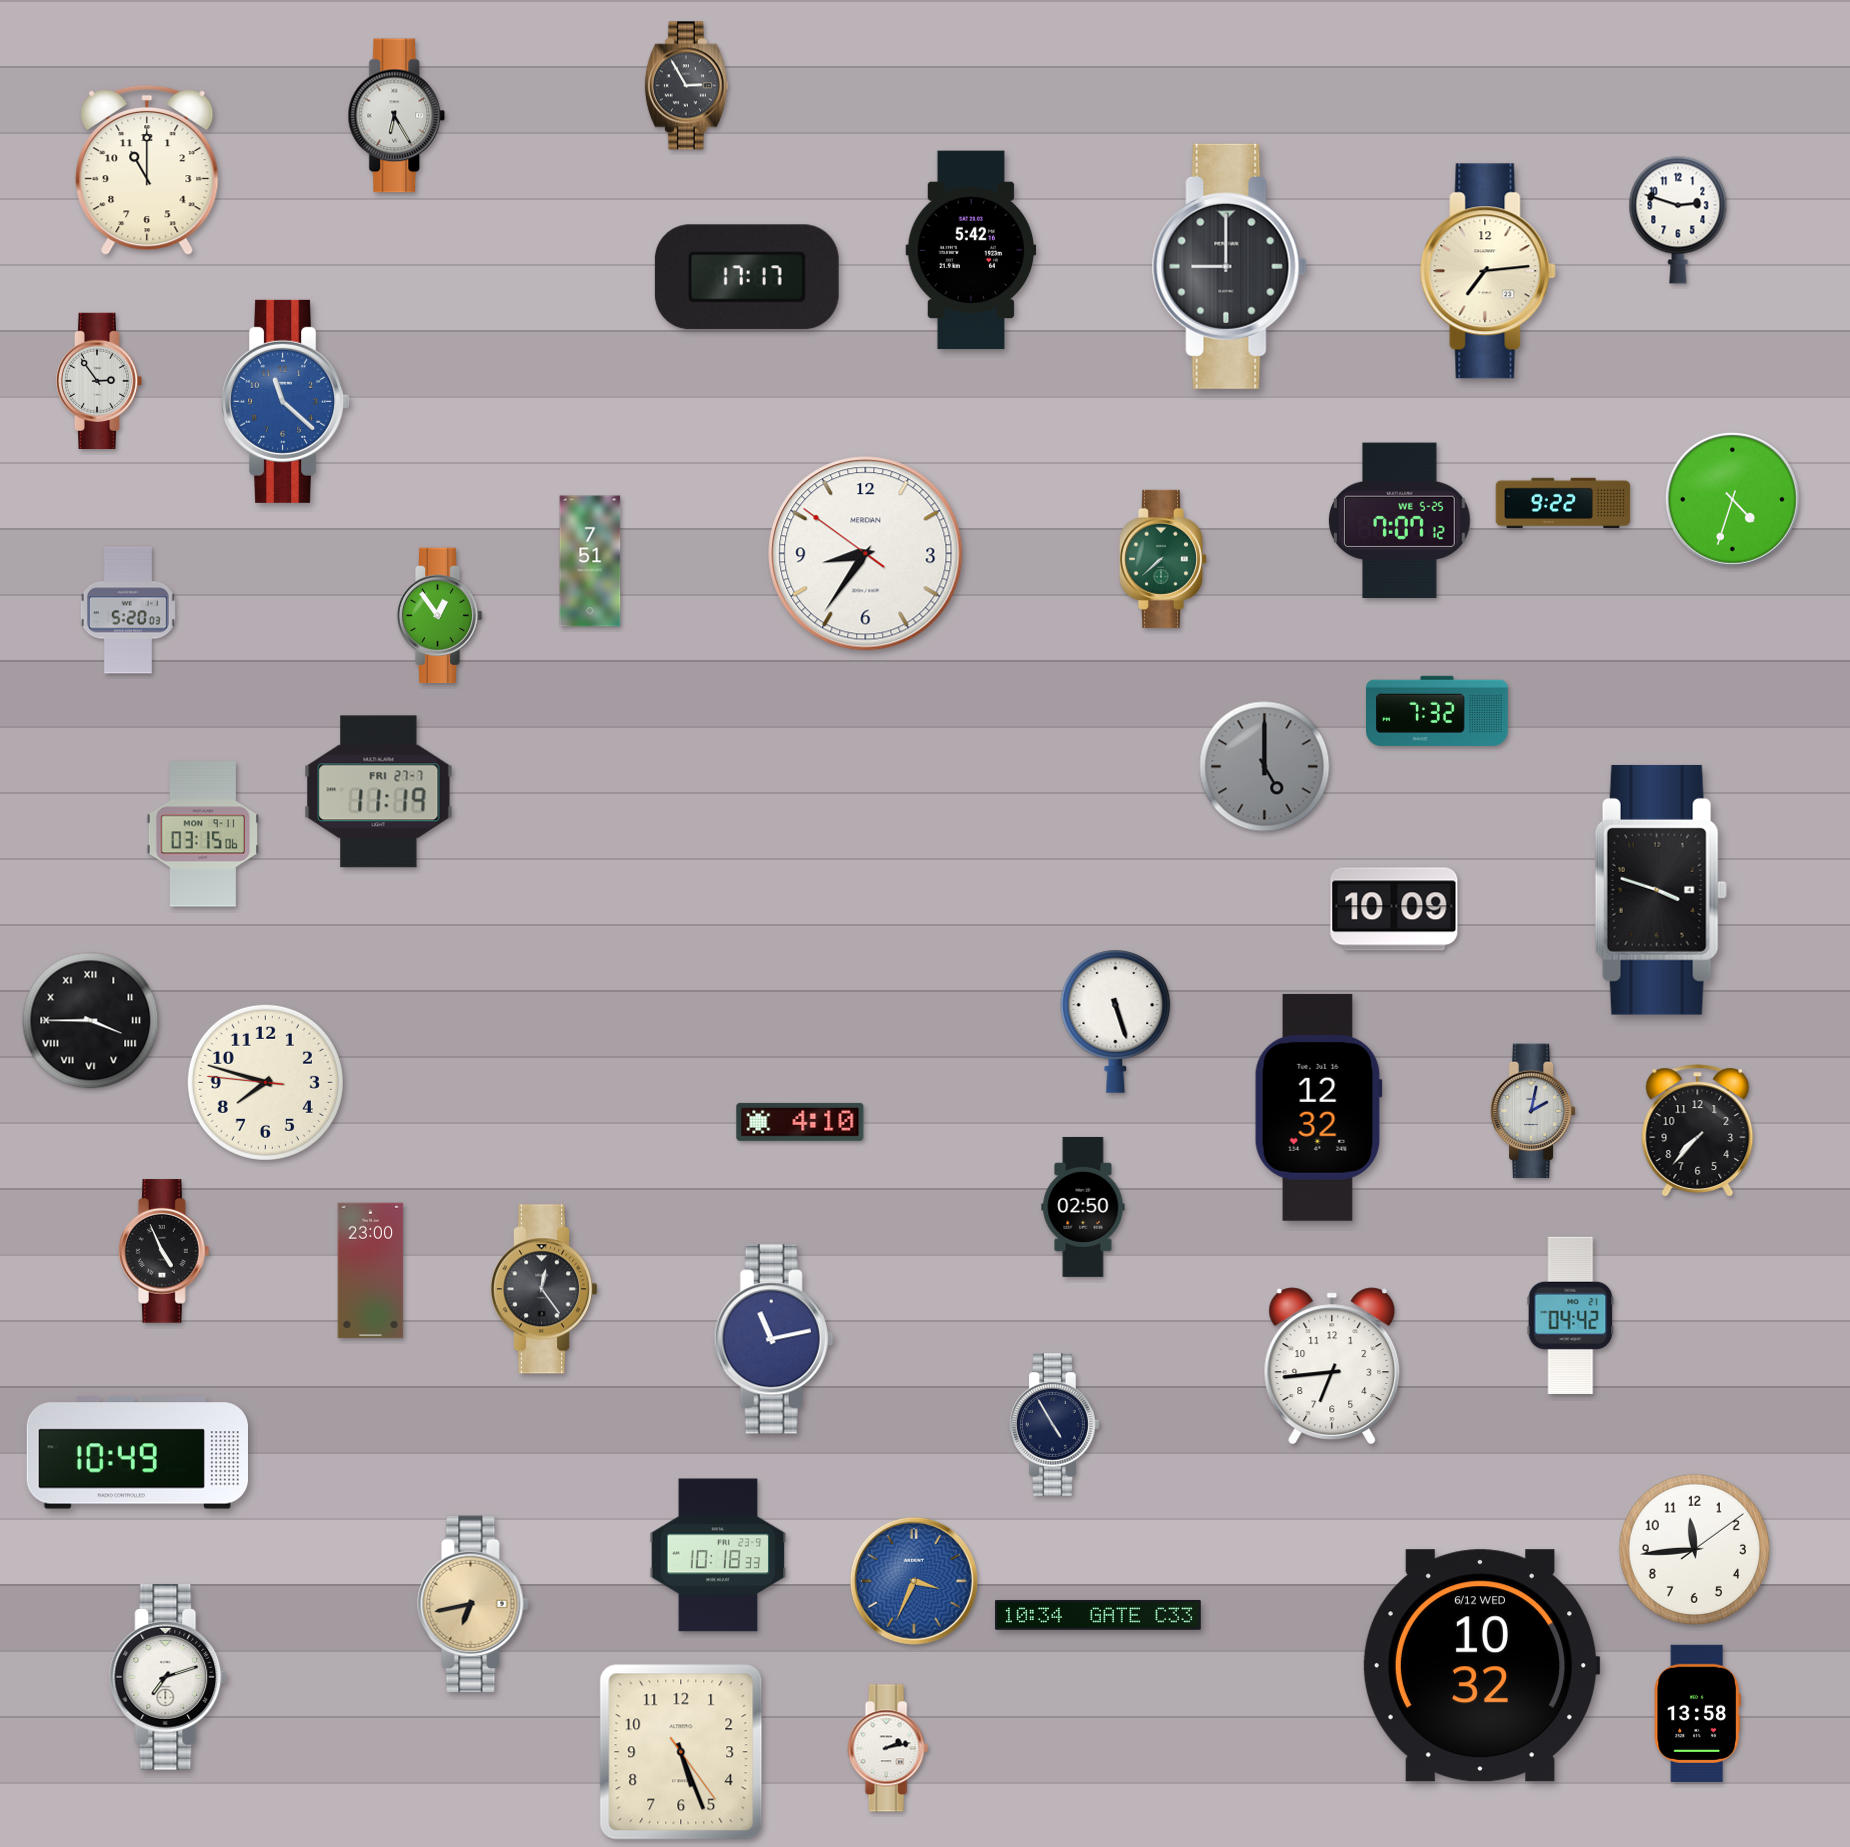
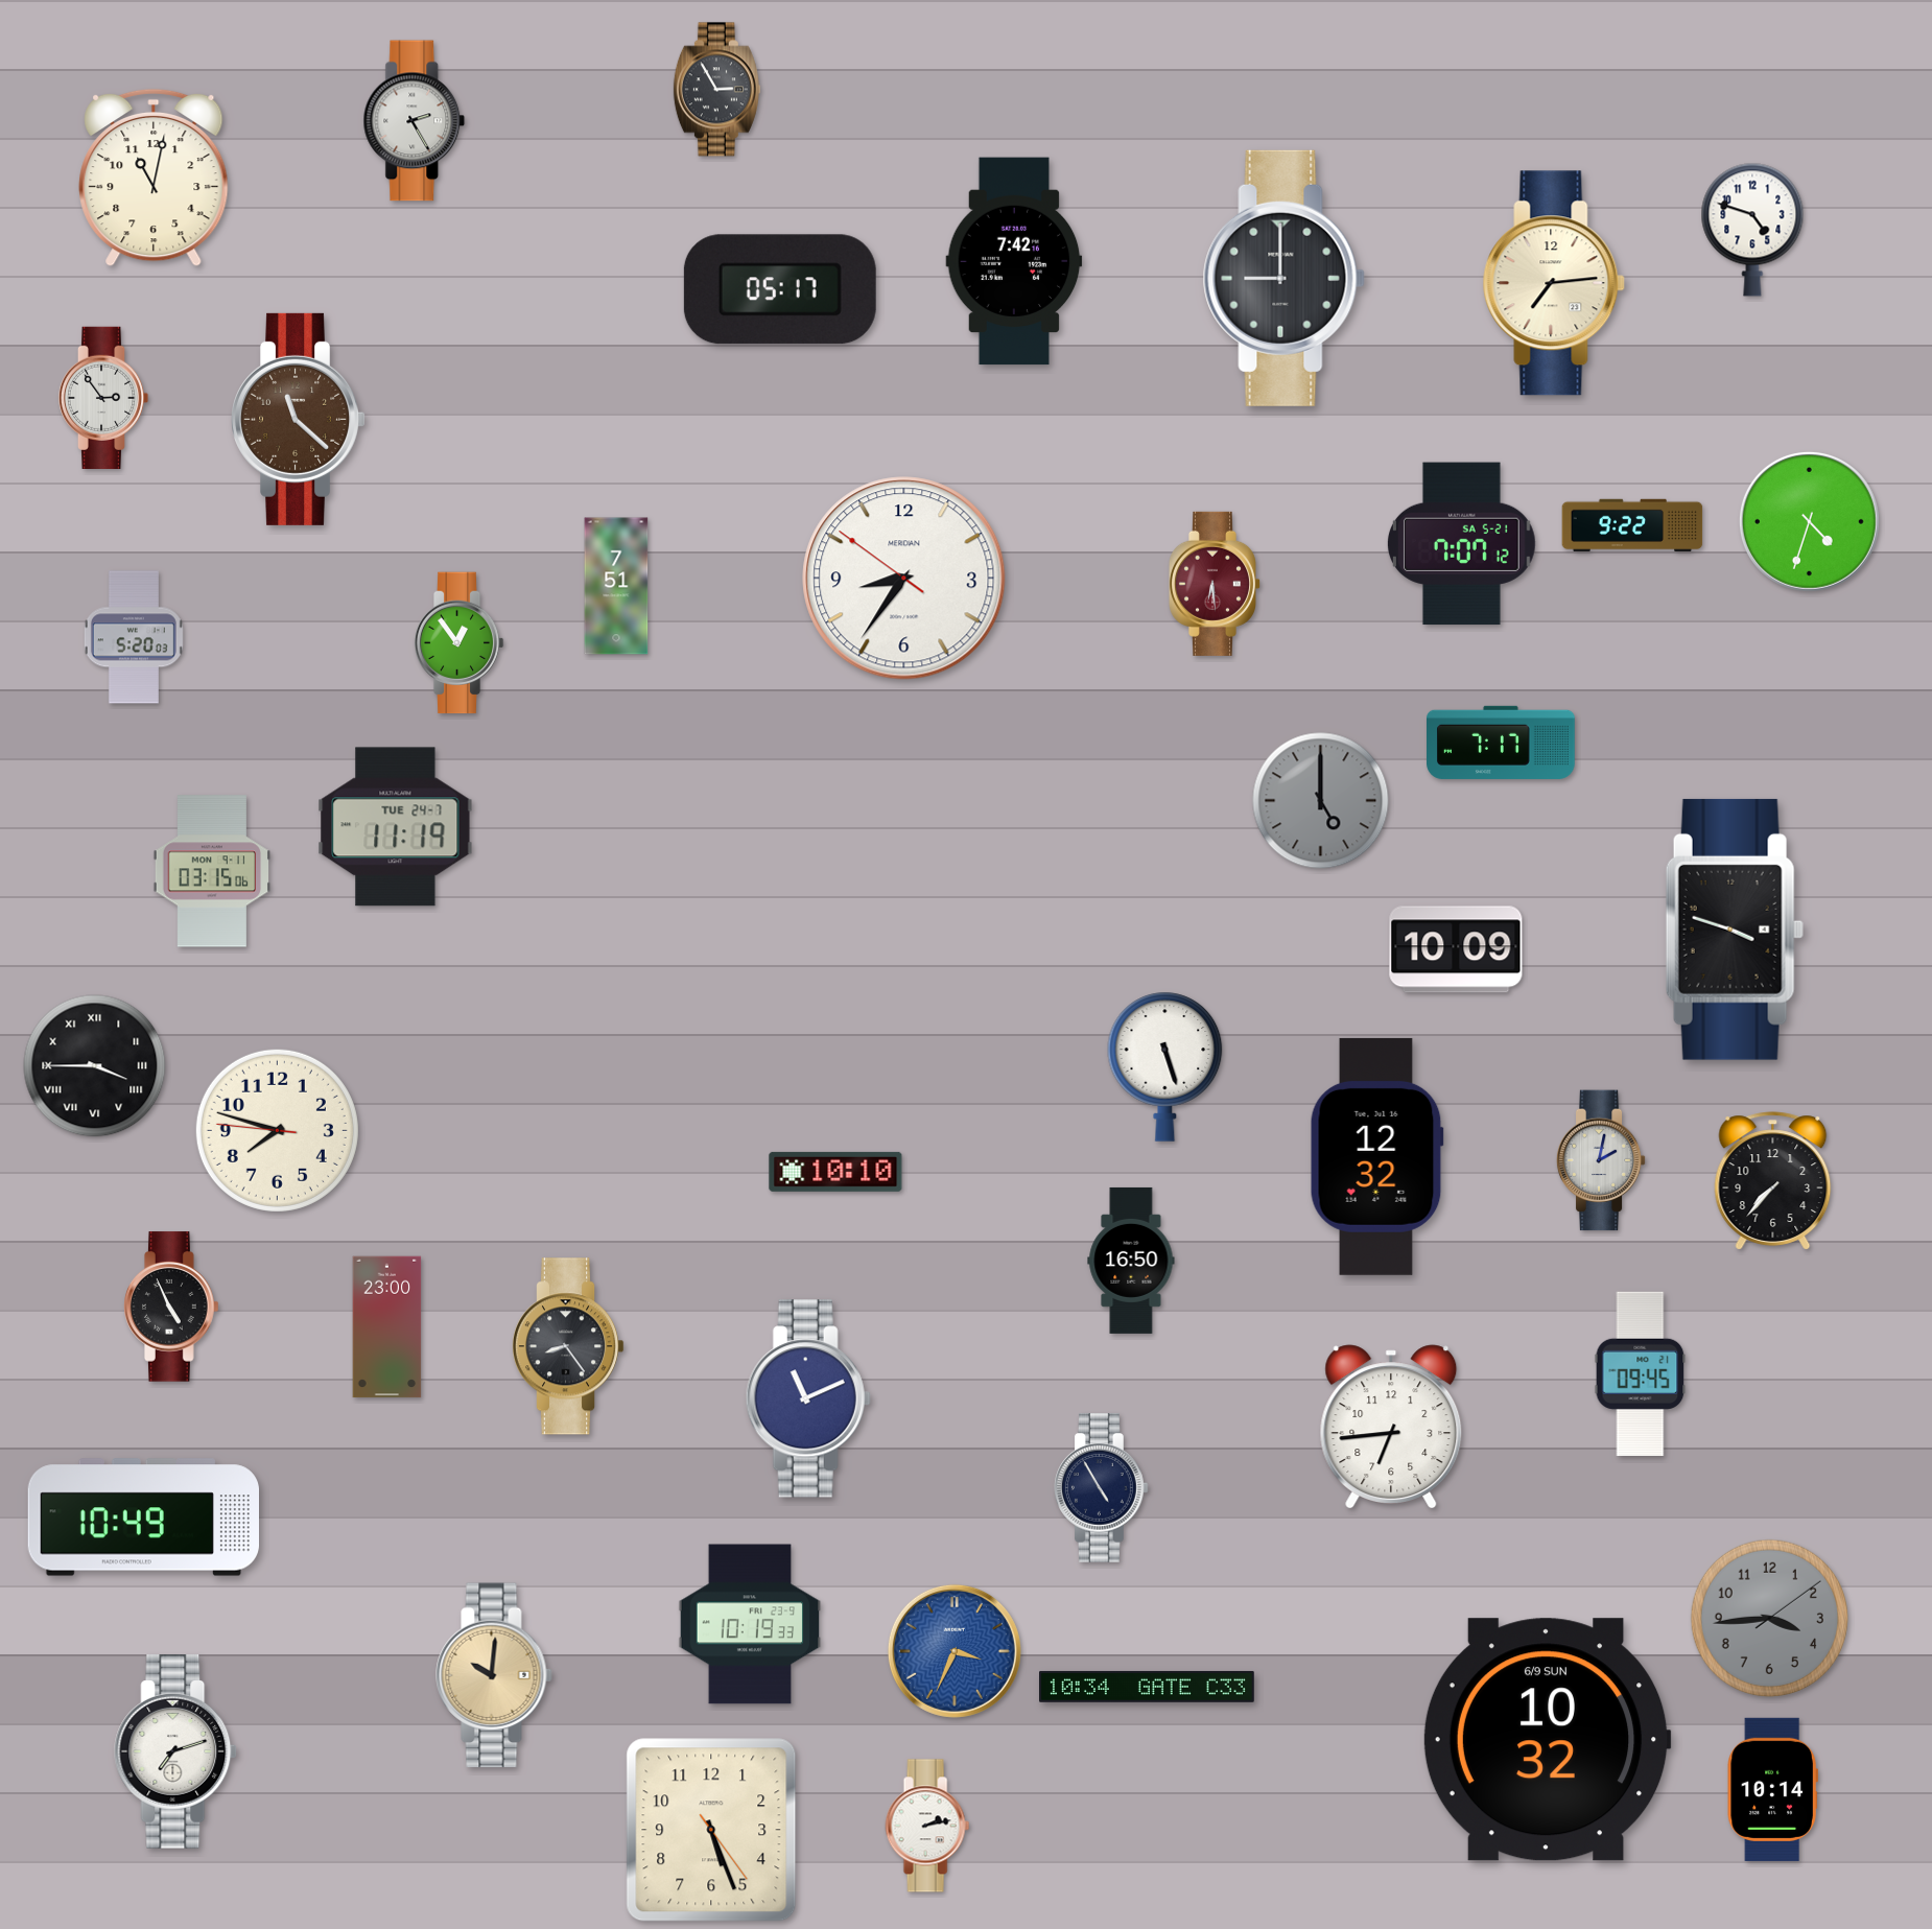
clock at (397, 116): 6:25 -> 2:25
clock at (147, 170): 11:00 -> 11:02
clock at (1678, 220): 2:48 -> 4:48
clock at (971, 250): 5:42 -> 7:42
clock at (747, 277): 17:17 -> 05:17
clock at (286, 401) dial: blue -> brown
clock at (1399, 521) date: WE 5-25 -> SA 5-21
clock at (1162, 559): 7:38 -> 6:29
clock at (1162, 559) dial: green -> burgundy
clock at (1438, 711): 7:32 -> 7:17
clock at (379, 792) date: FRI 27-7 -> TUE 24-7
clock at (800, 1122): 4:10 -> 10:10
clock at (1083, 1207): 02:50 -> 16:50
clock at (544, 1289): 12:24 -> 8:24
clock at (1571, 1315): 04:42 -> 09:45
clock at (774, 1339): 11:13 -> 11:11
clock at (1694, 1549): 11:44 -> 3:44
clock at (1694, 1549) dial: white -> grey
clock at (718, 1555): 10:18 -> 10:19
clock at (473, 1604): 6:43 -> 10:01
clock at (1481, 1666) date: 6/12 WED -> 6/9 SUN
clock at (1697, 1713): 13:58 -> 10:14
